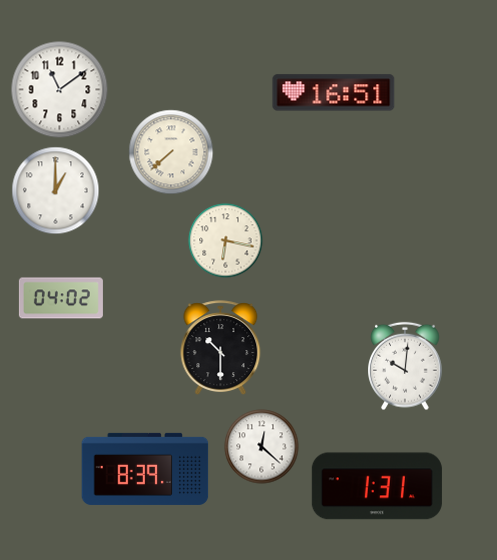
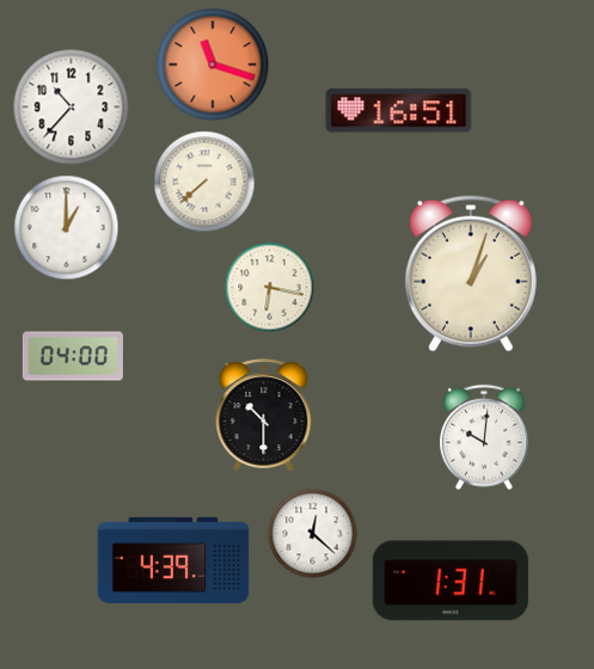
clock at (213, 65): none -> 11:18
clock at (60, 90): 11:09 -> 10:37
clock at (471, 274): none -> 1:03
clock at (61, 298): 04:02 -> 04:00
clock at (145, 469): 8:39 -> 4:39
